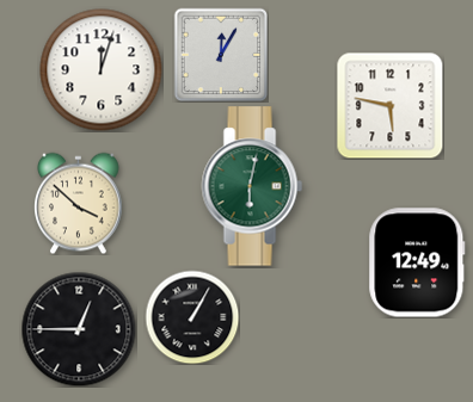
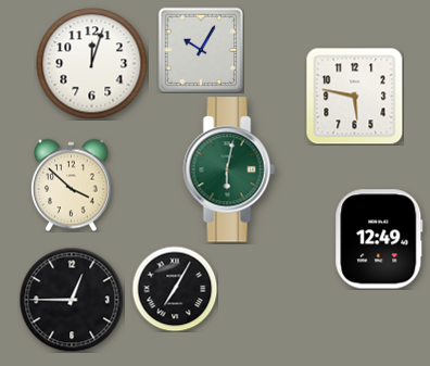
clock at (221, 55): 12:05 -> 10:05
clock at (192, 317): 1:05 -> 7:05
